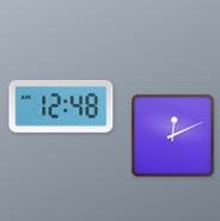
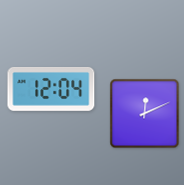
clock at (61, 106): 12:48 -> 12:04
